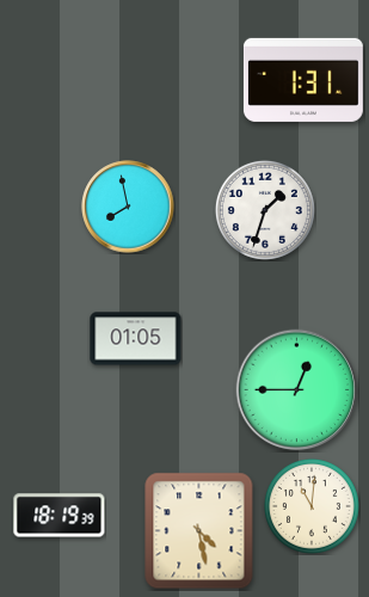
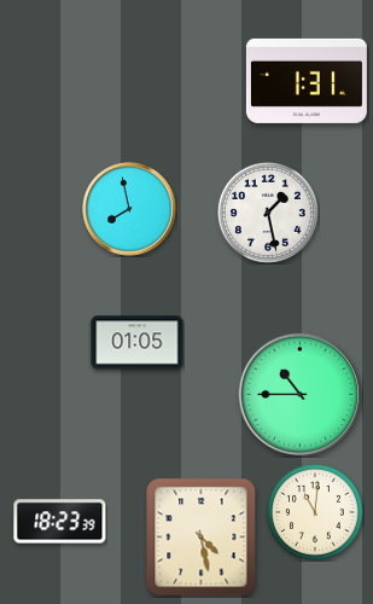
clock at (265, 210): 1:33 -> 1:28
clock at (297, 390): 12:45 -> 10:45
clock at (60, 516): 18:19 -> 18:23
